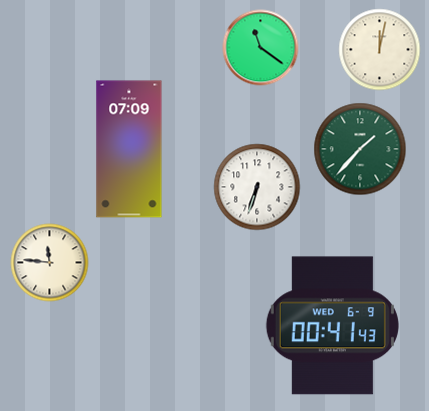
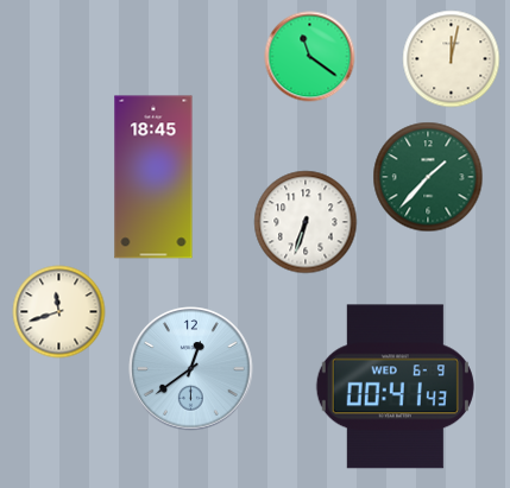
clock at (129, 149): 07:09 -> 18:45
clock at (50, 263): 11:46 -> 11:42
clock at (191, 369): none -> 12:39
